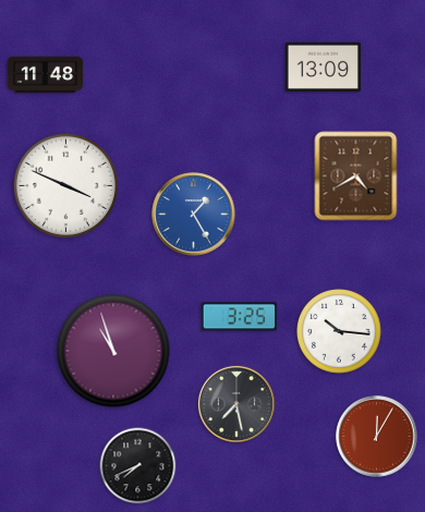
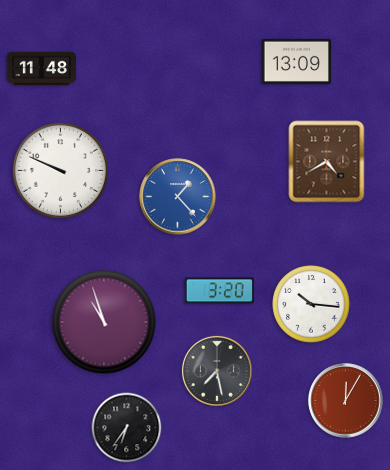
clock at (65, 185): 3:49 -> 9:49
clock at (194, 215): 1:25 -> 1:23
clock at (239, 317): 3:25 -> 3:20
clock at (138, 466): 7:41 -> 6:36
